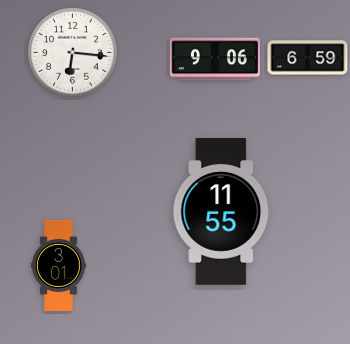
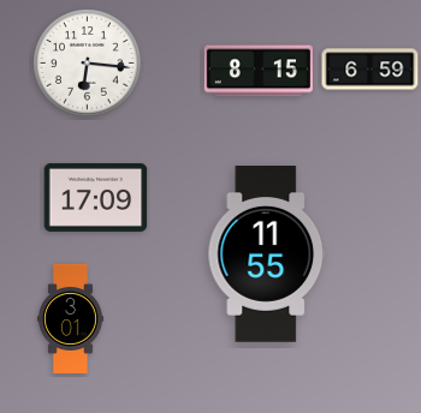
clock at (215, 59): 9:06 -> 8:15
clock at (96, 197): none -> 17:09
